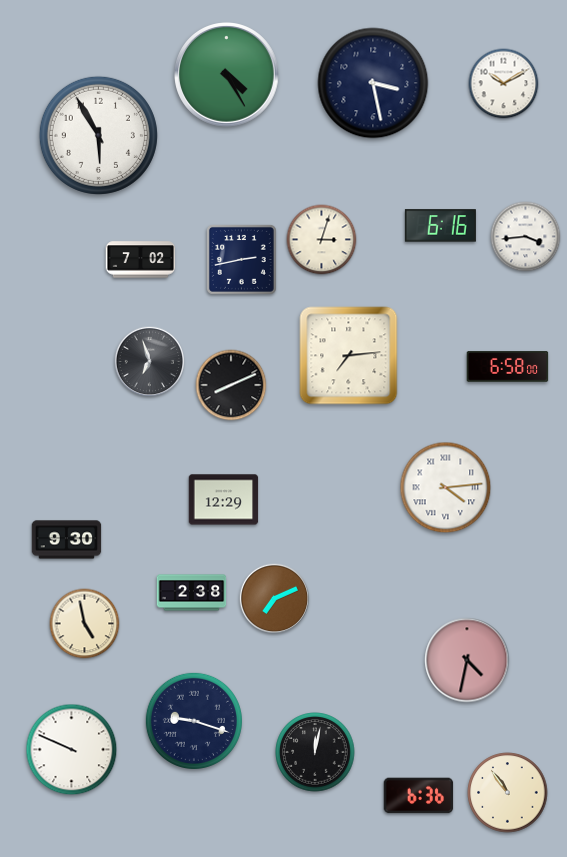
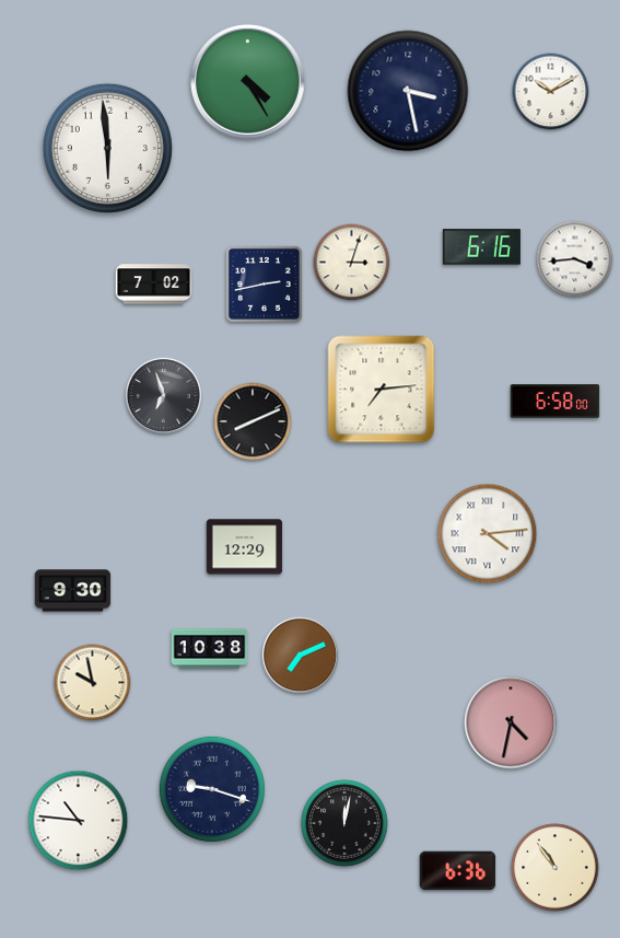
clock at (98, 135): 5:55 -> 5:59
clock at (192, 593): 2:38 -> 10:38
clock at (85, 624): 4:58 -> 9:58
clock at (72, 750): 9:49 -> 10:46
